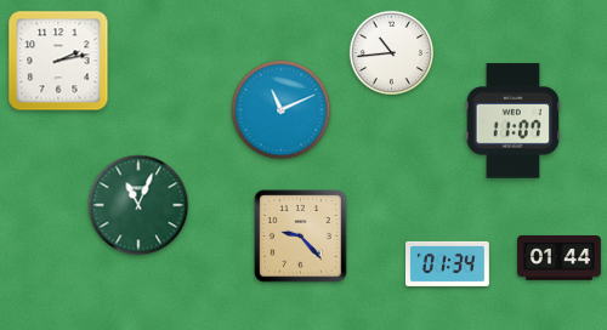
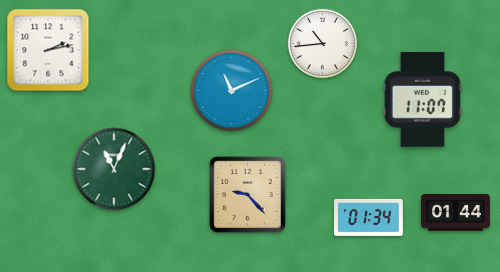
clock at (560, 258) position: (560, 258) -> (456, 213)
